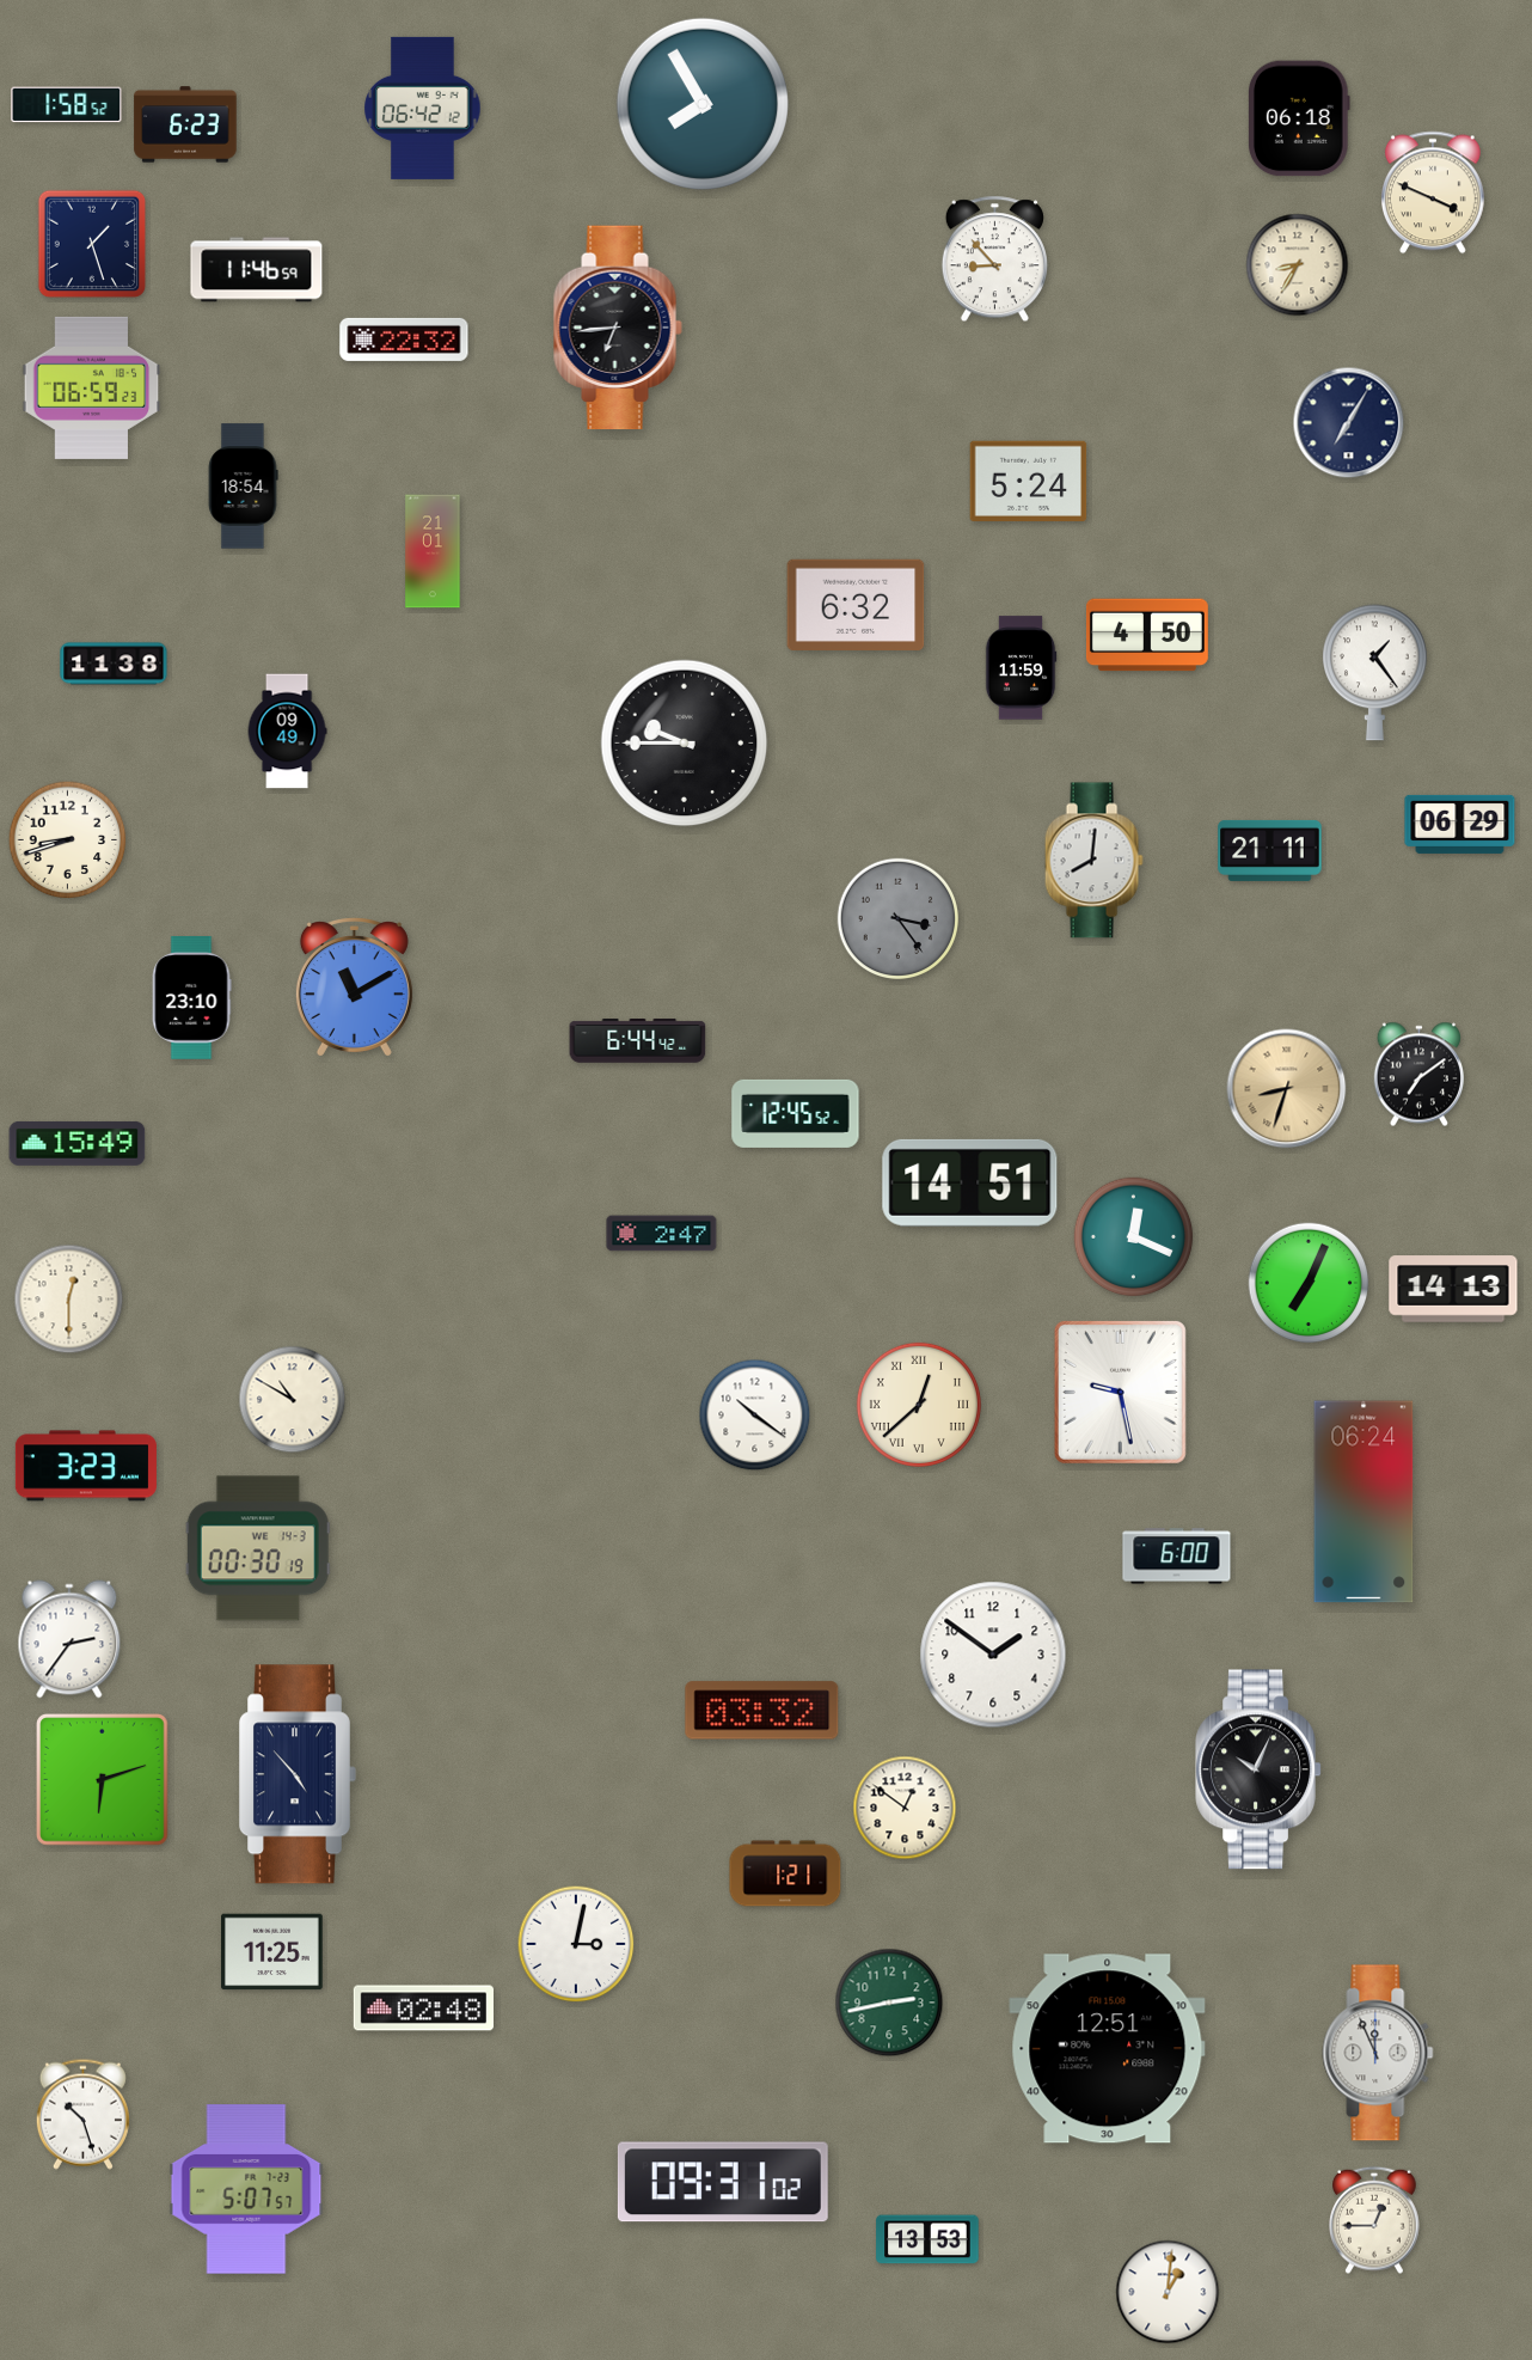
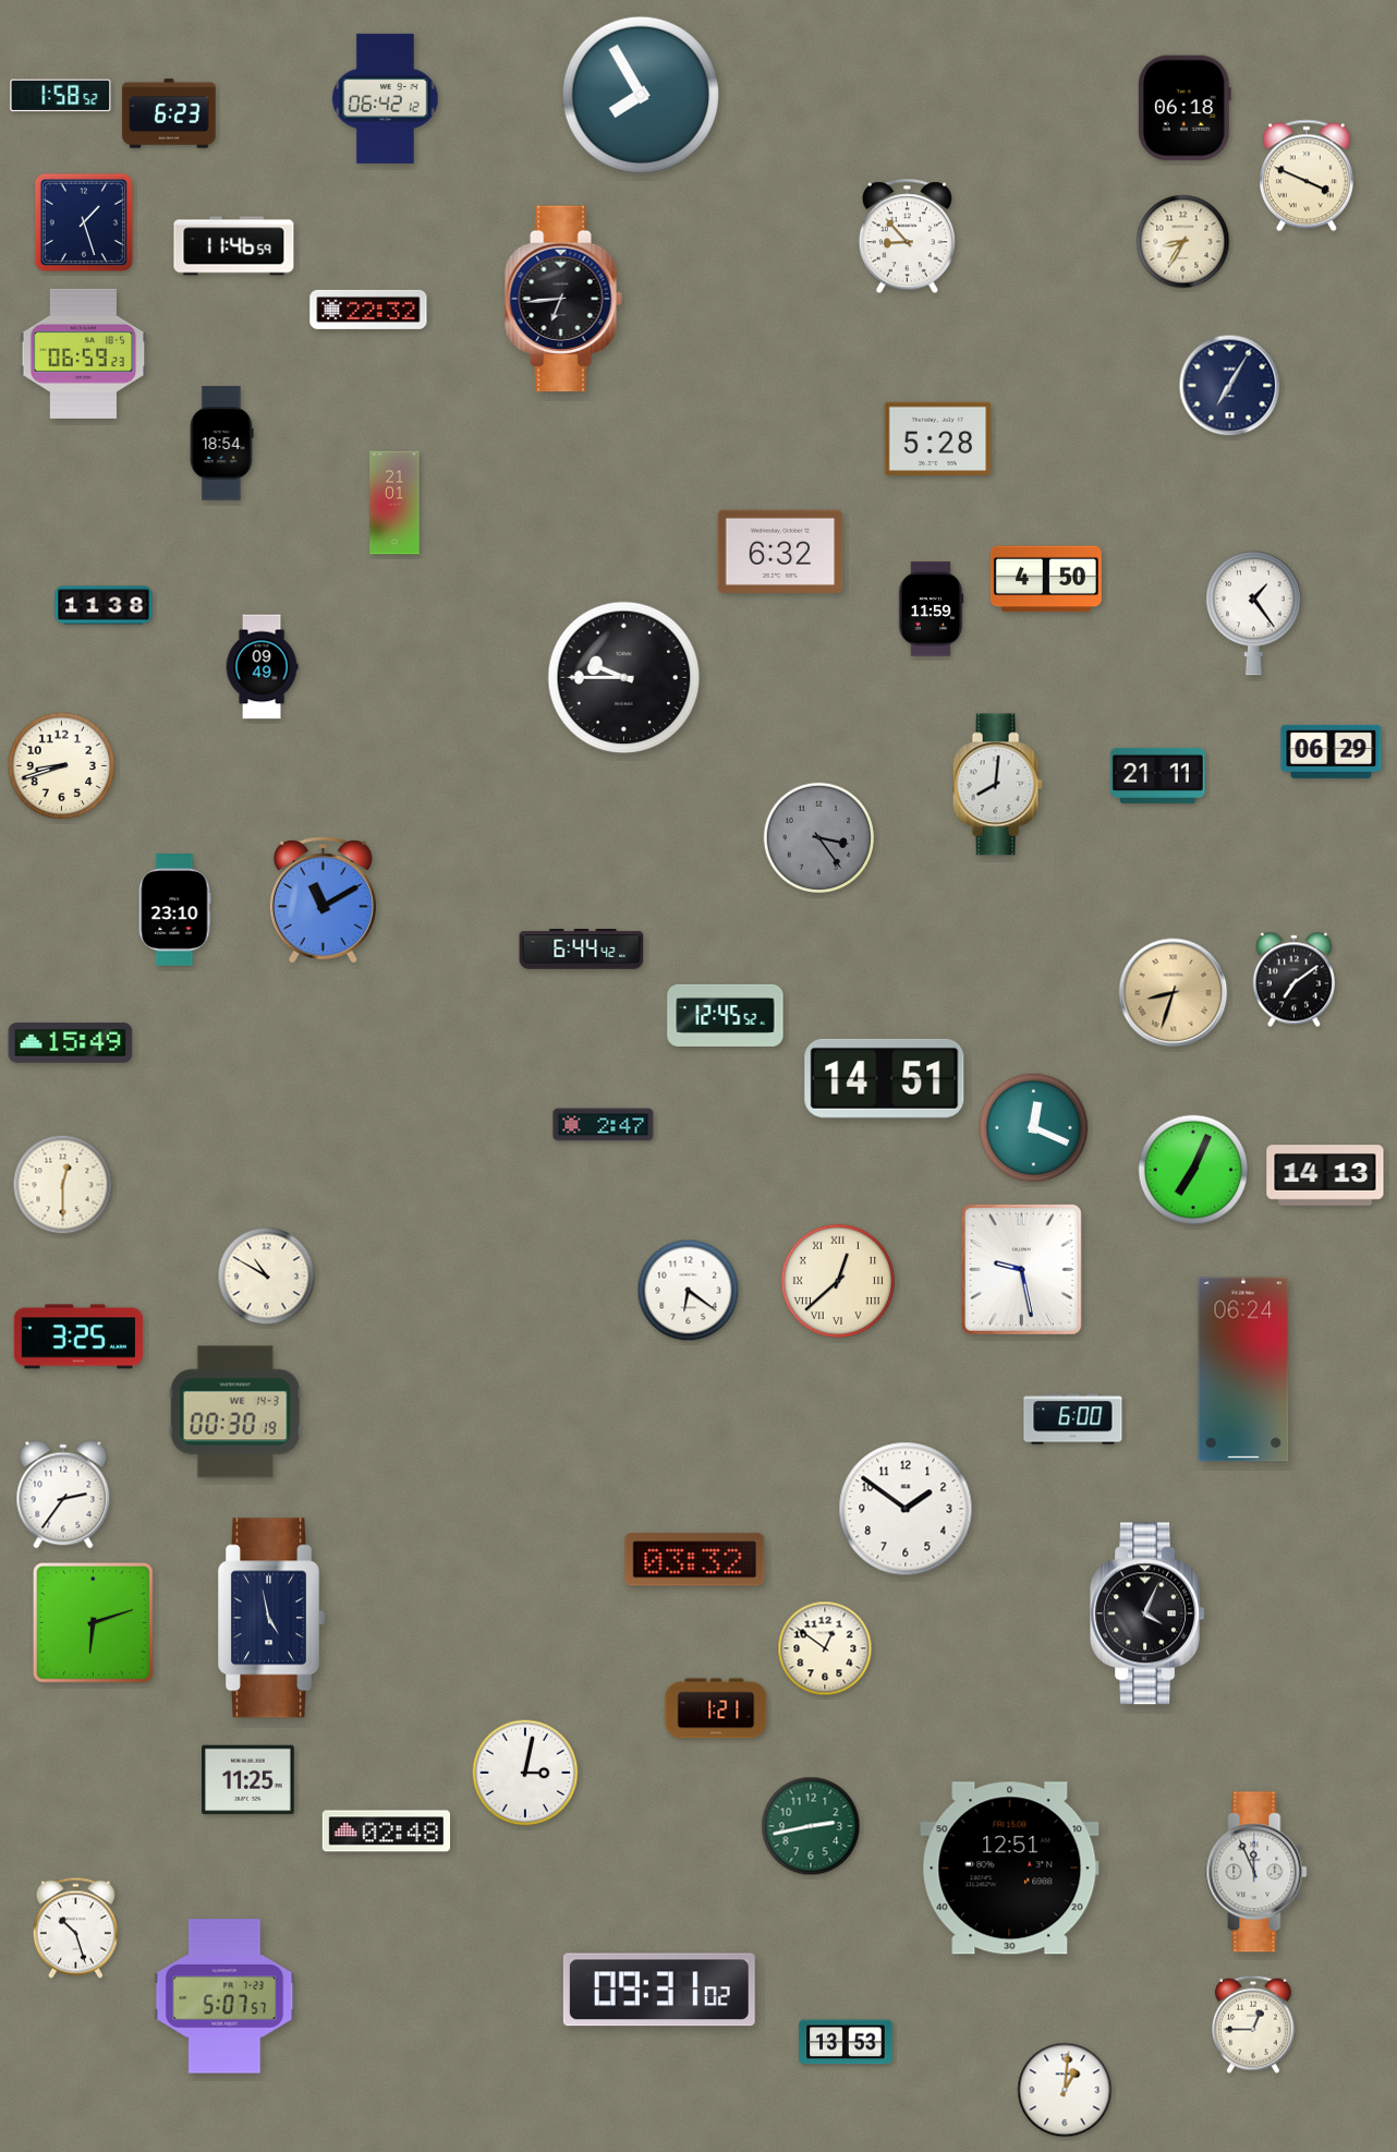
clock at (1029, 481): 5:24 -> 5:28
clock at (755, 1416): 10:21 -> 6:21
clock at (86, 1466): 3:23 -> 3:25
clock at (1258, 1769): 10:04 -> 4:04
clock at (298, 1774): 4:53 -> 4:58
